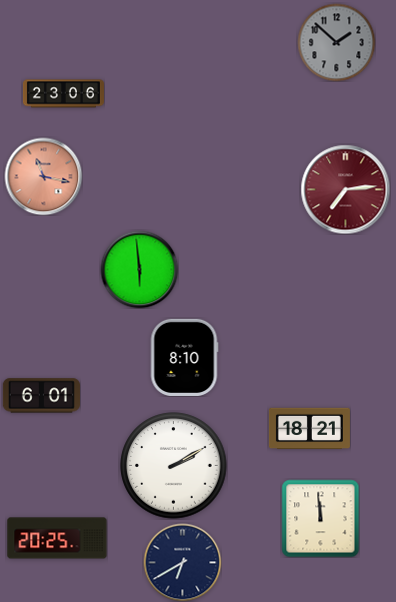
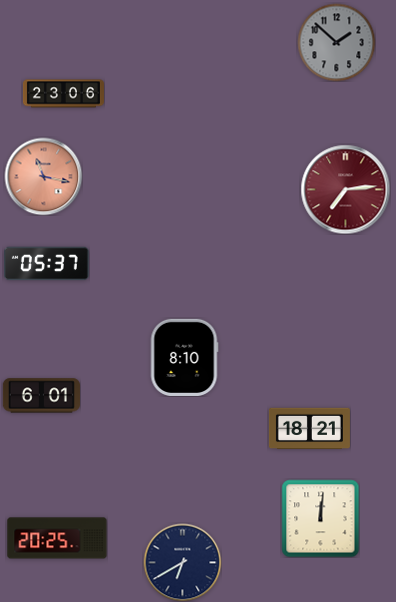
clock at (47, 264): none -> 05:37
clock at (139, 269): 5:59 -> none
clock at (174, 466): 2:10 -> none
clock at (320, 518): 11:59 -> 12:01
